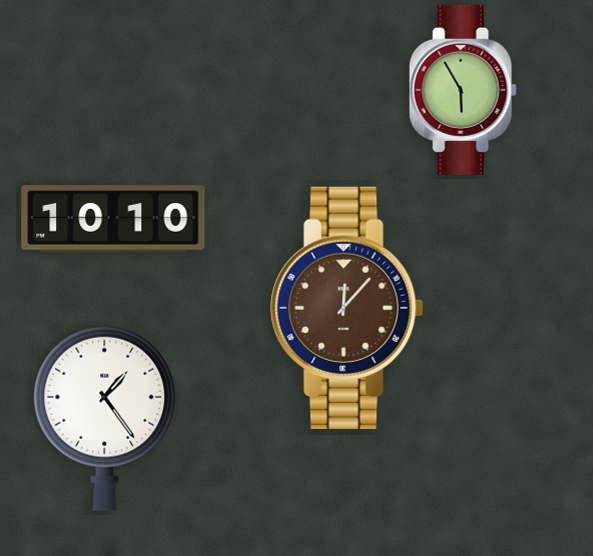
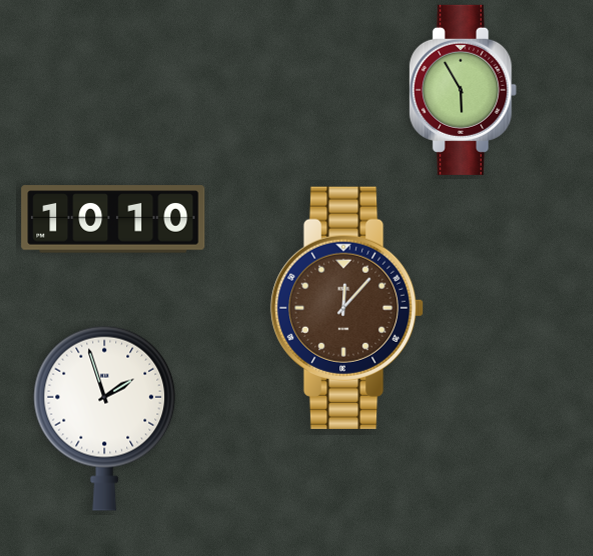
clock at (105, 418): 1:24 -> 1:57
